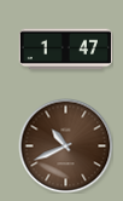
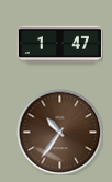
clock at (65, 145): 10:41 -> 10:36
